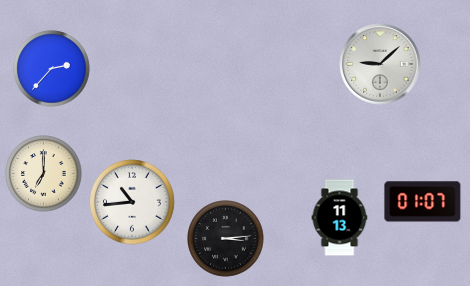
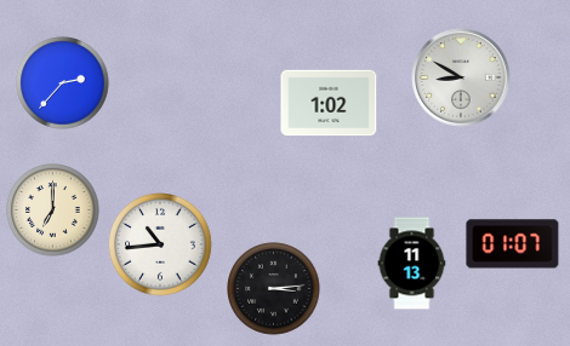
clock at (380, 64): 9:08 -> 8:50
clock at (329, 103): none -> 1:02
